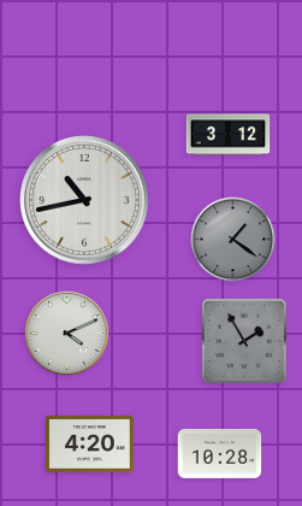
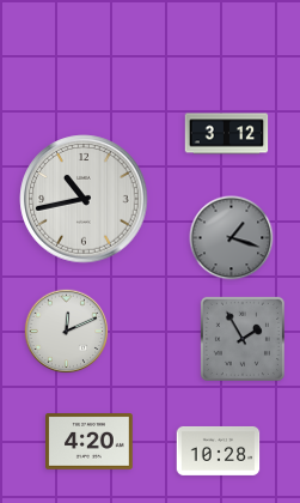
clock at (233, 240): 1:21 -> 1:18
clock at (67, 334): 4:11 -> 12:11
